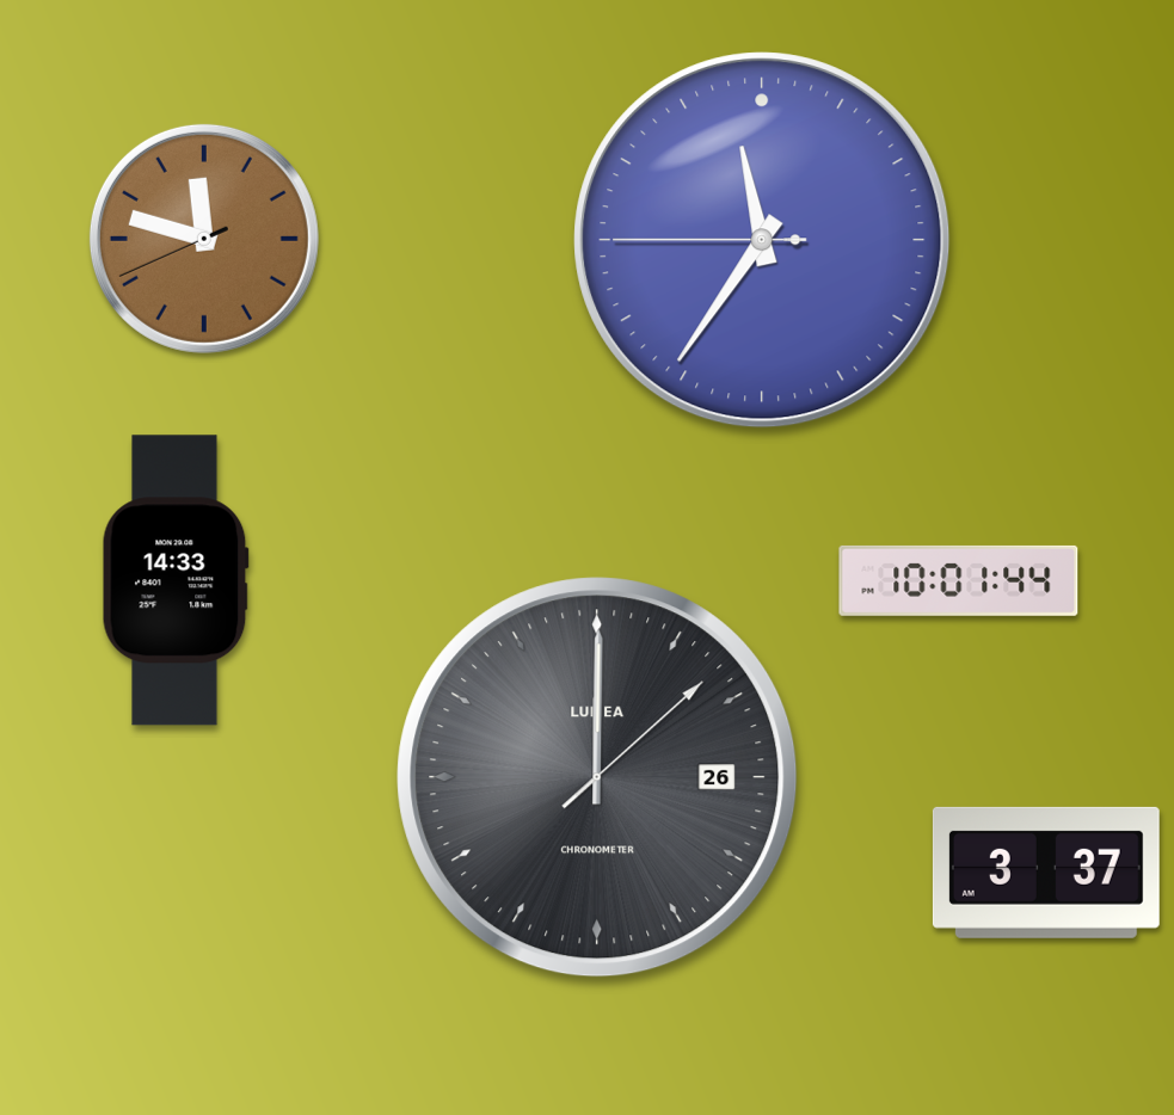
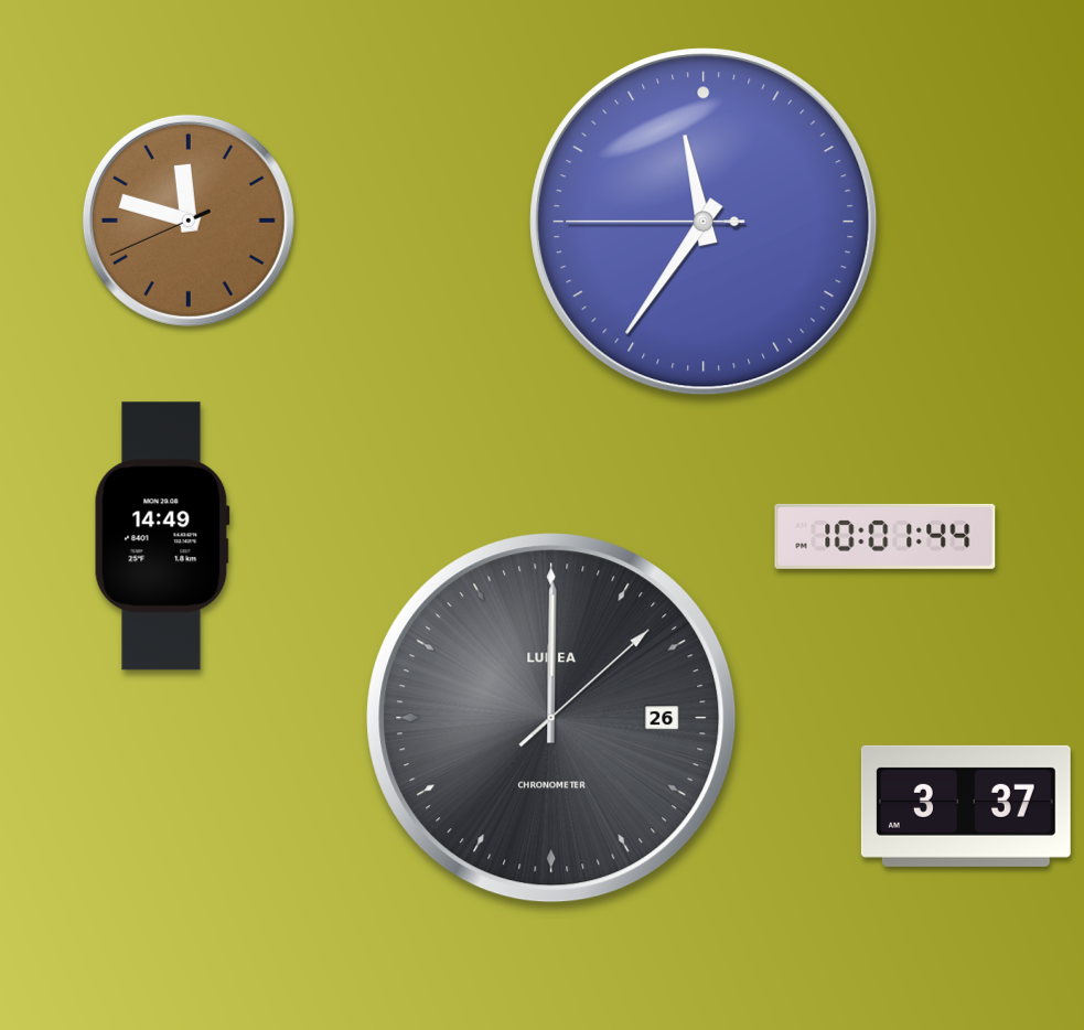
clock at (176, 580): 14:33 -> 14:49
